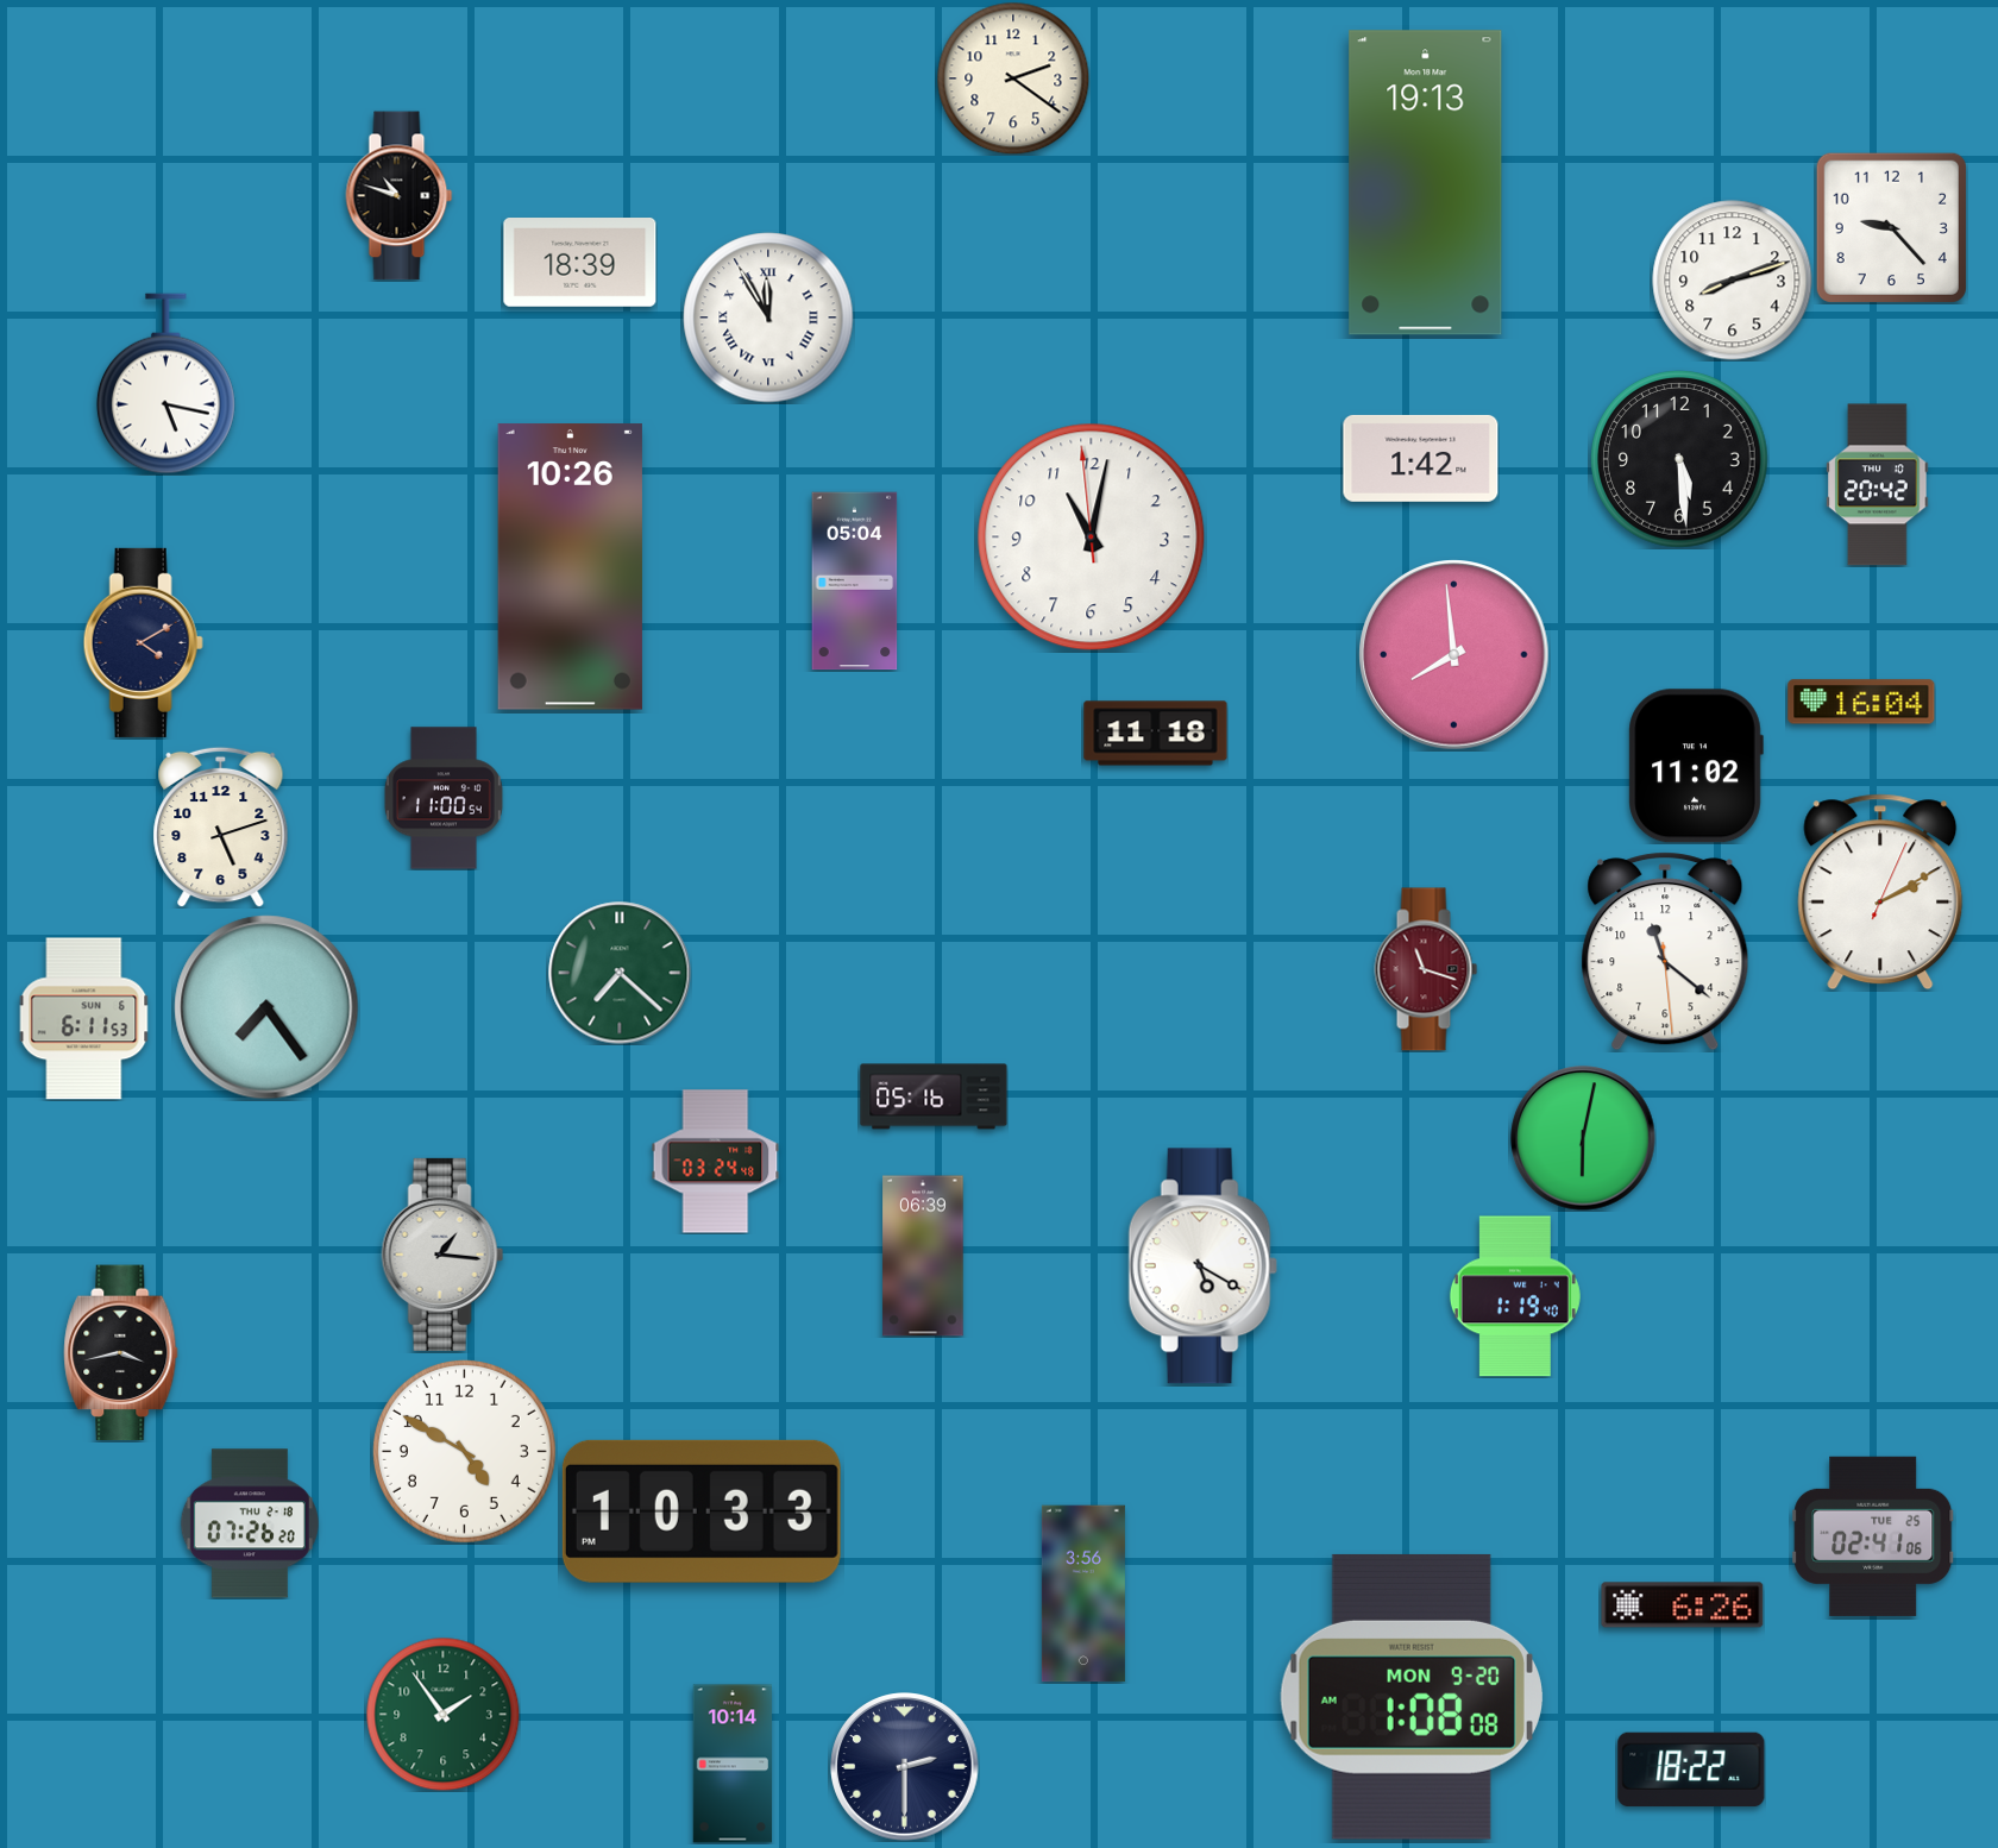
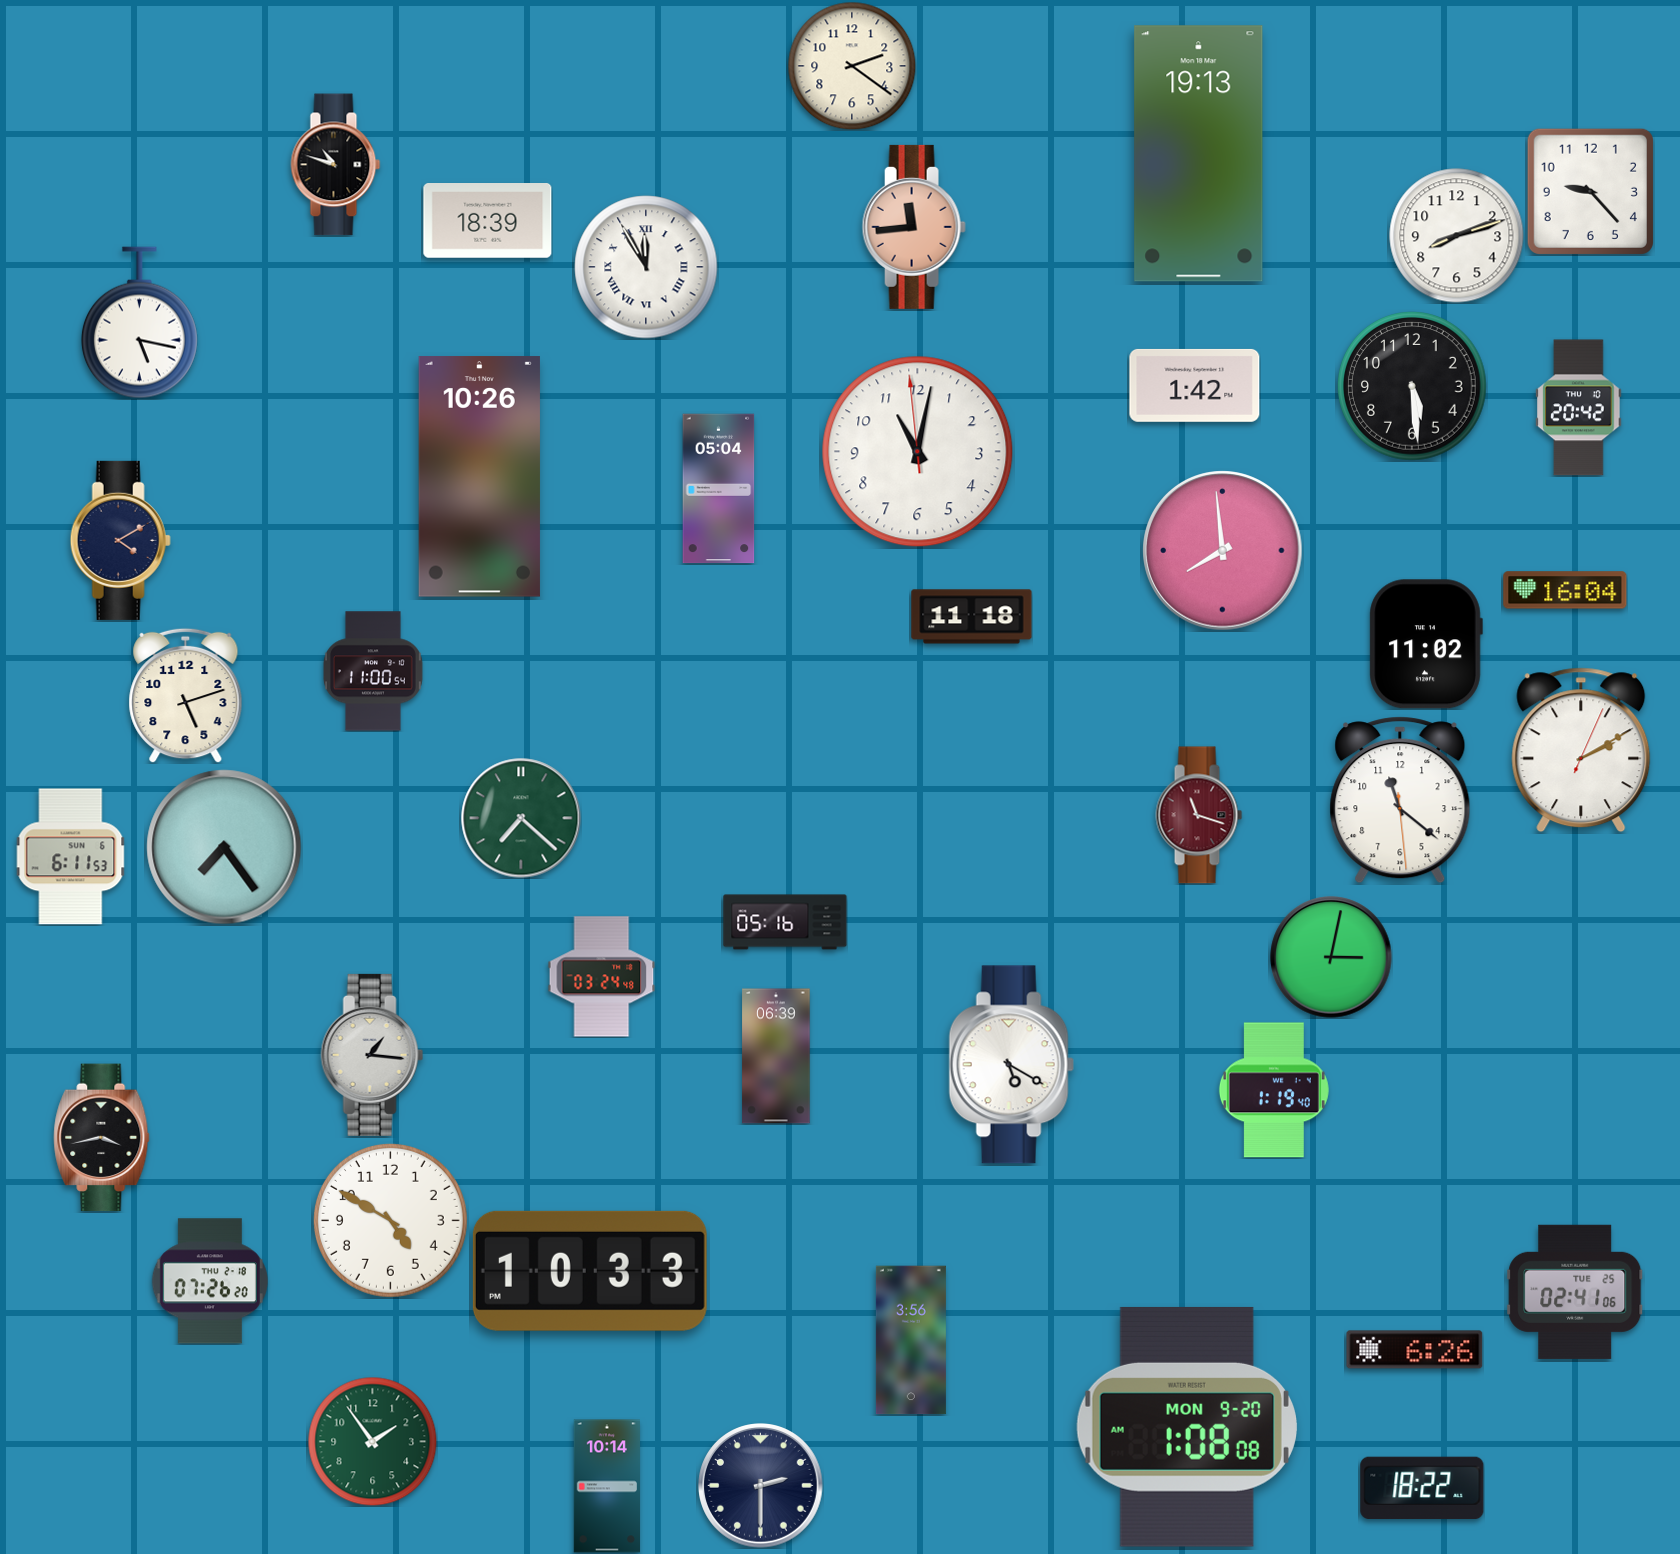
clock at (914, 227): none -> 11:44
clock at (1583, 1138): 6:02 -> 3:02
clock at (731, 1764) position: (731, 1764) -> (606, 1486)
